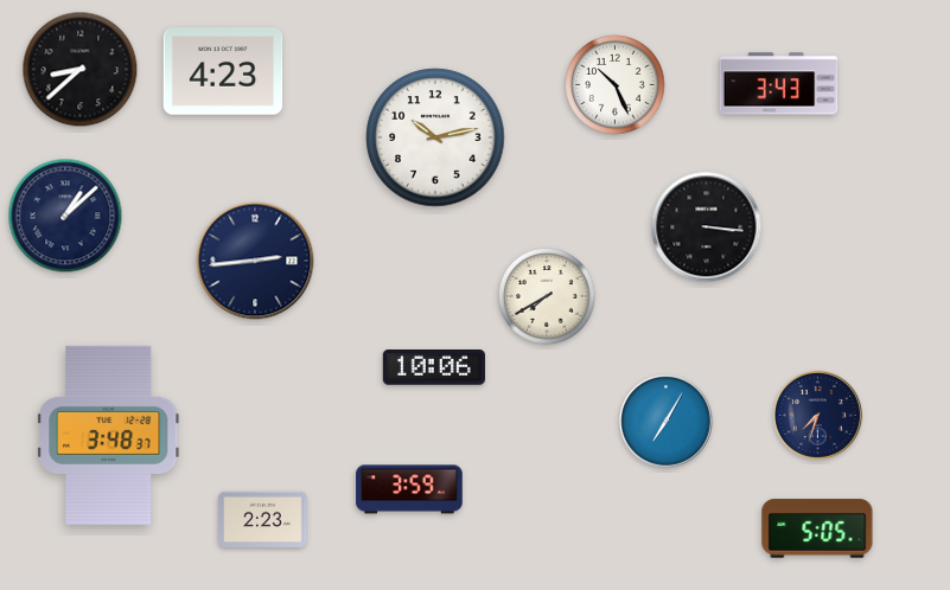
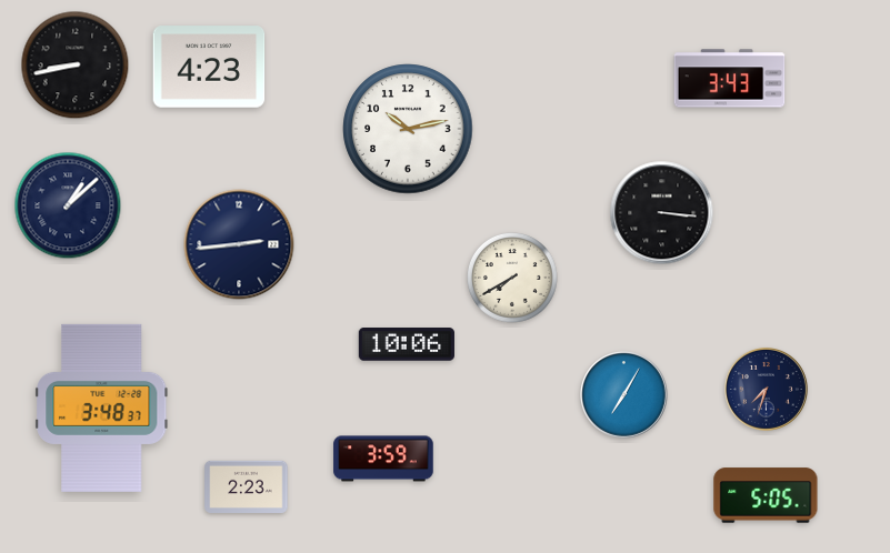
clock at (81, 70): 8:38 -> 8:43
clock at (616, 85): 10:26 -> none
clock at (65, 216) position: (65, 216) -> (68, 205)
